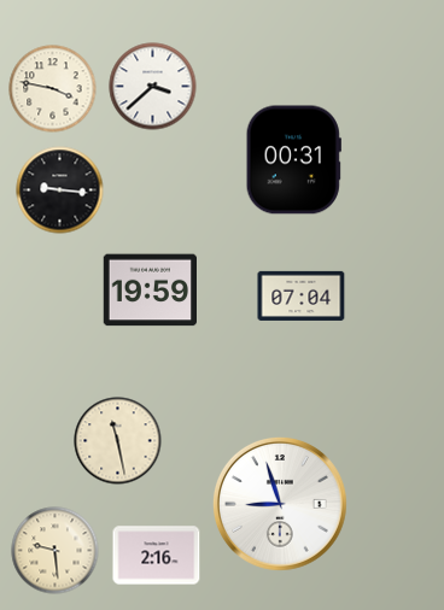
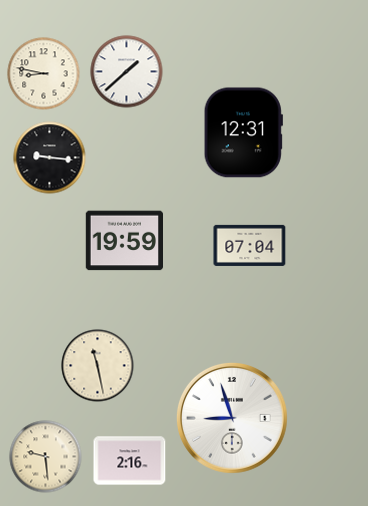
clock at (153, 87): 3:38 -> 1:38
clock at (53, 89): 3:47 -> 8:47
clock at (293, 160): 00:31 -> 12:31
